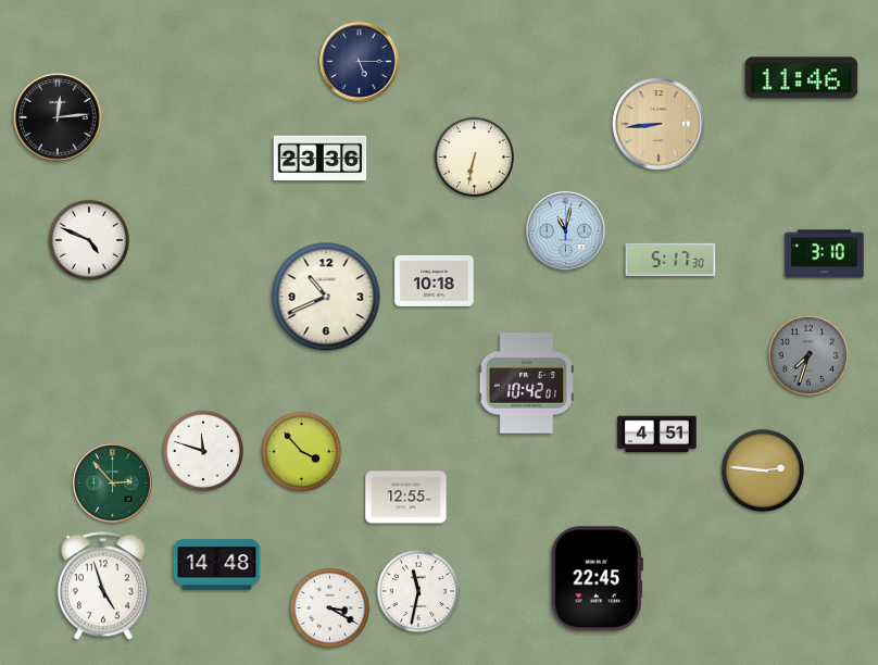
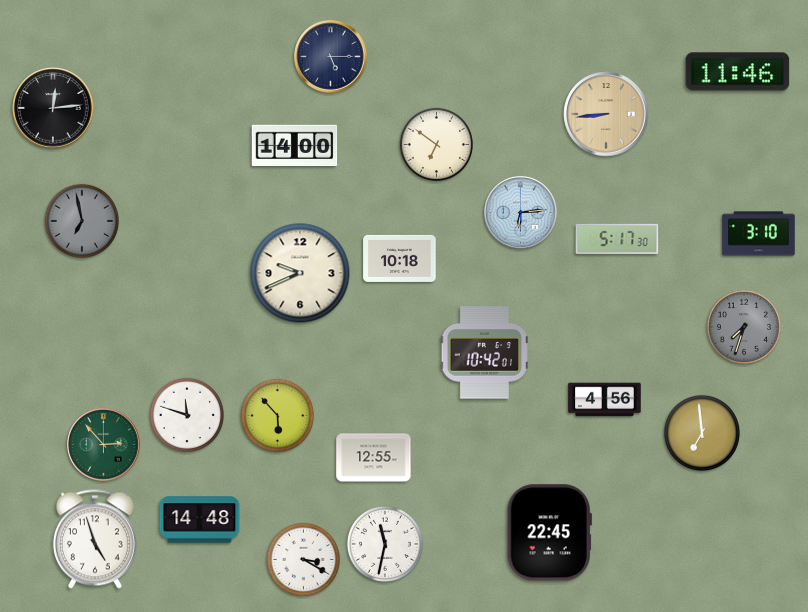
clock at (474, 156): 6:32 -> 6:51
clock at (321, 159): 23:36 -> 14:00
clock at (566, 231): 11:02 -> 6:14
clock at (89, 240): 4:49 -> 6:58
clock at (89, 240) dial: white -> grey
clock at (326, 297): 10:41 -> 9:41
clock at (657, 435): 4:51 -> 4:56
clock at (301, 451): 3:53 -> 5:53
clock at (763, 470): 2:46 -> 6:59
